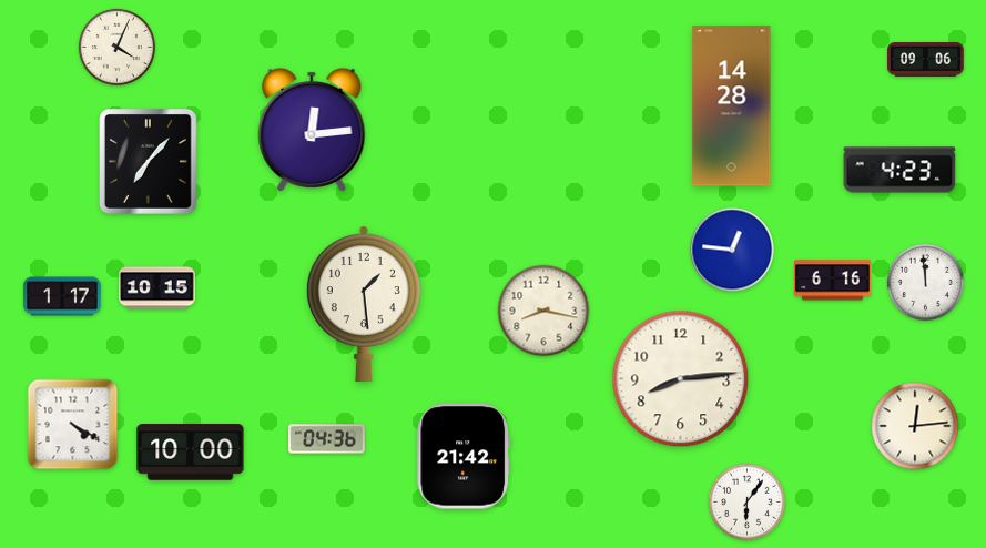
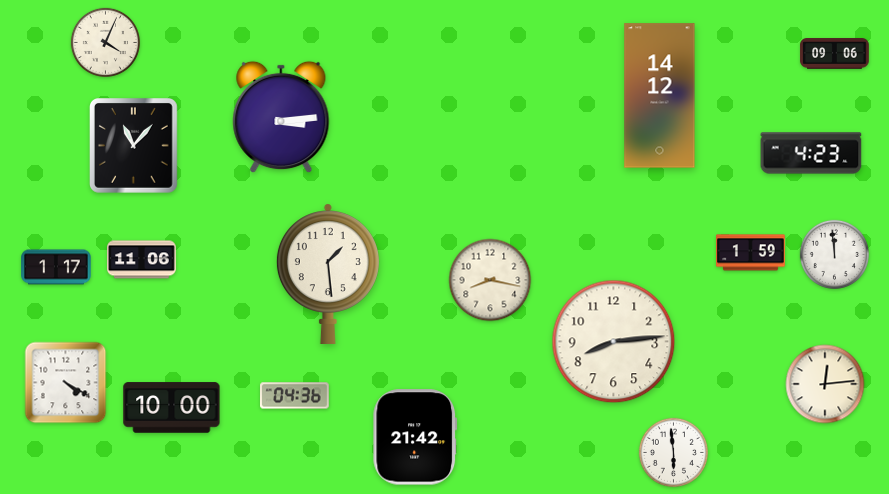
clock at (732, 106): 14:28 -> 14:12
clock at (312, 130): 12:14 -> 3:14
clock at (149, 162): 7:07 -> 11:07
clock at (732, 250): 12:46 -> none
clock at (833, 281): 6:16 -> 1:59
clock at (157, 288): 10:15 -> 11:06
clock at (464, 456) position: (464, 456) -> (415, 437)
clock at (746, 501): 6:06 -> 5:59
